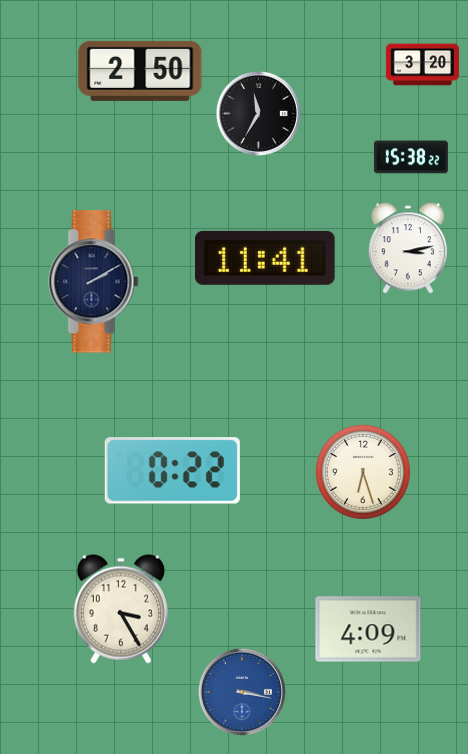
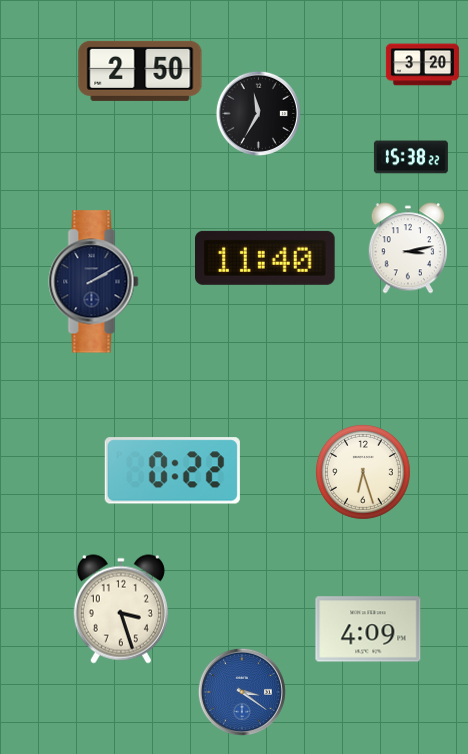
clock at (266, 258): 11:41 -> 11:40
clock at (121, 609): 3:25 -> 3:27
clock at (242, 692): 3:17 -> 3:21
